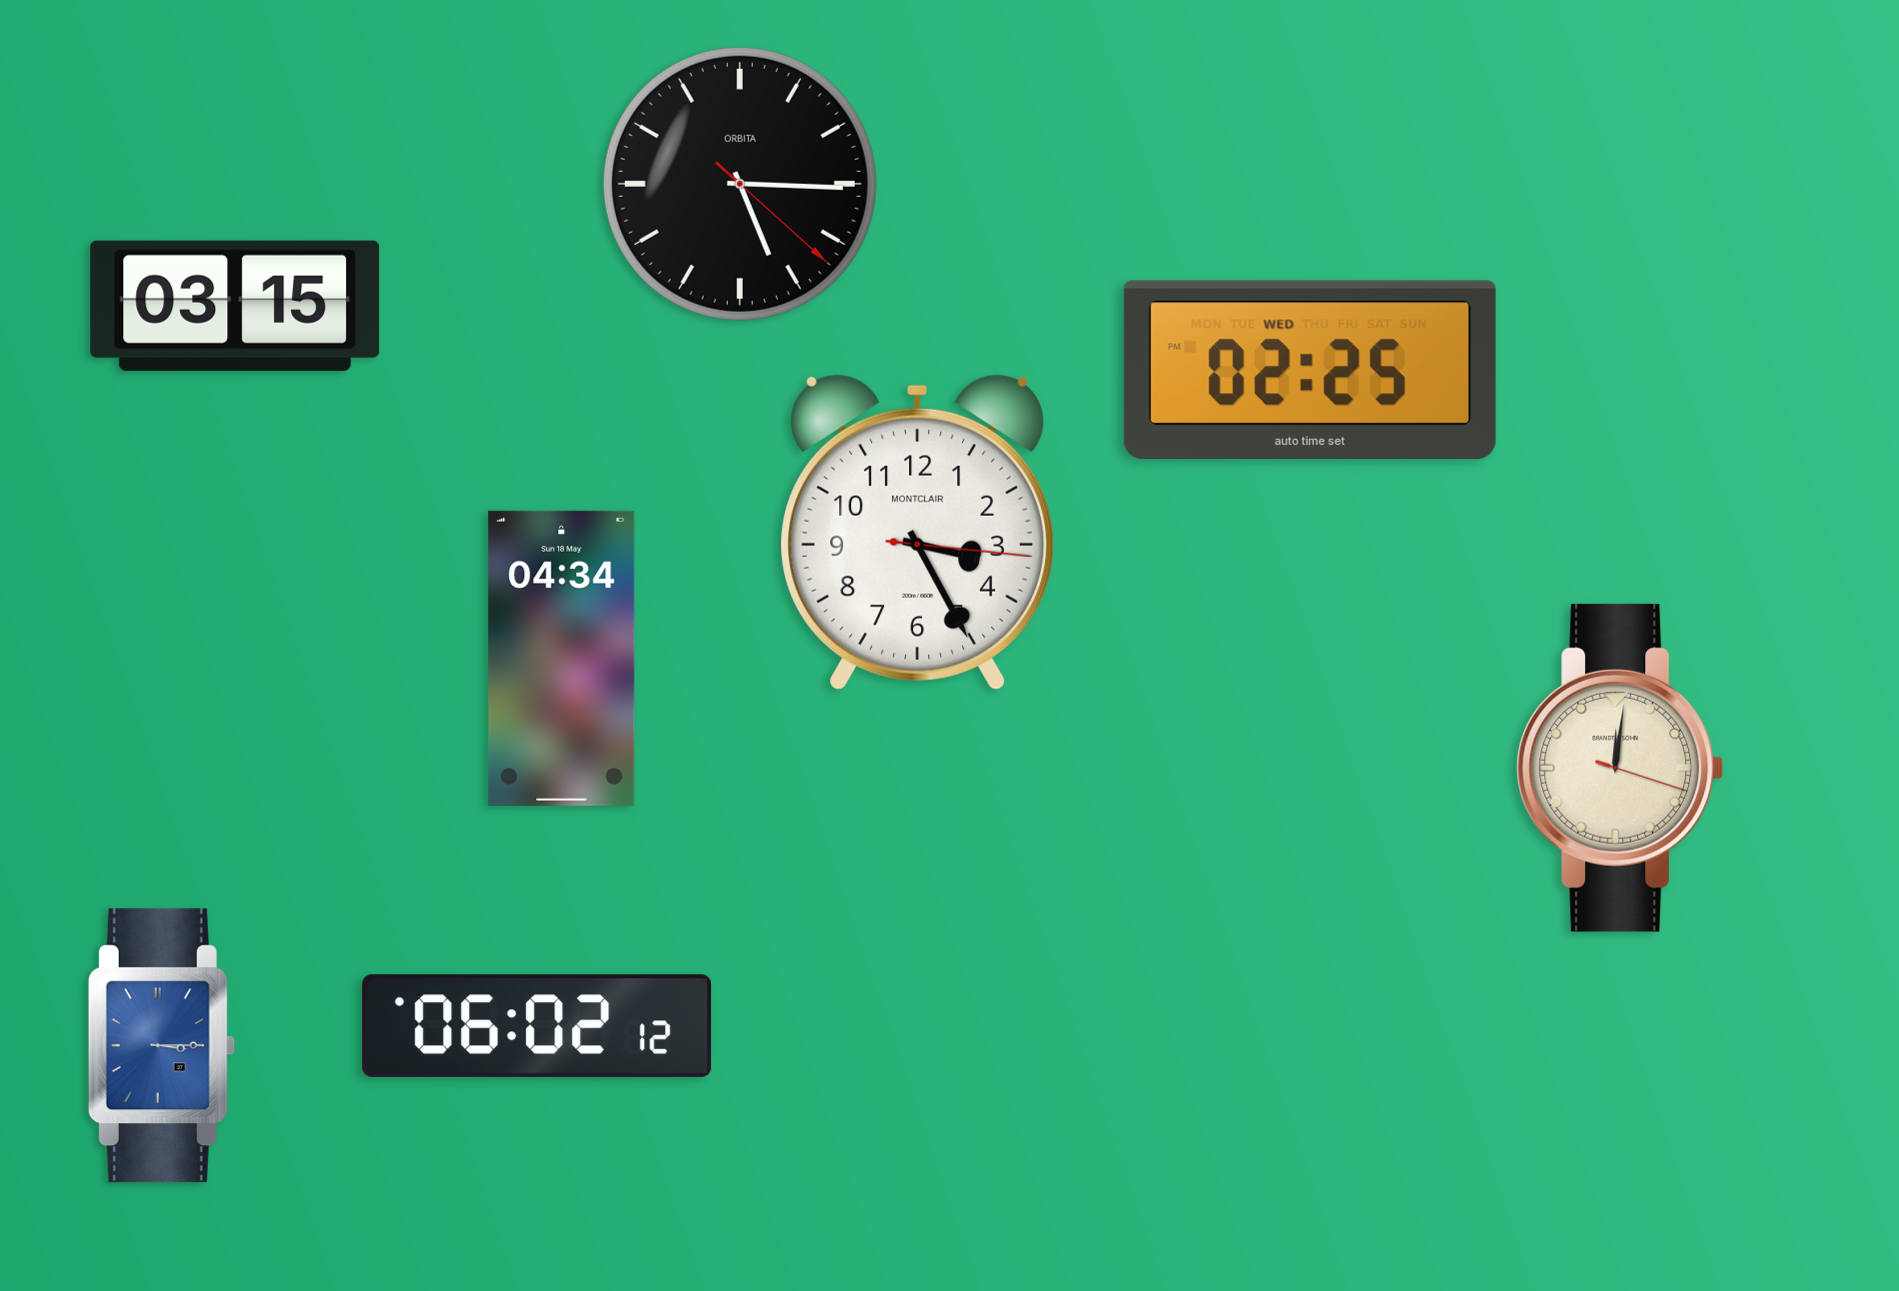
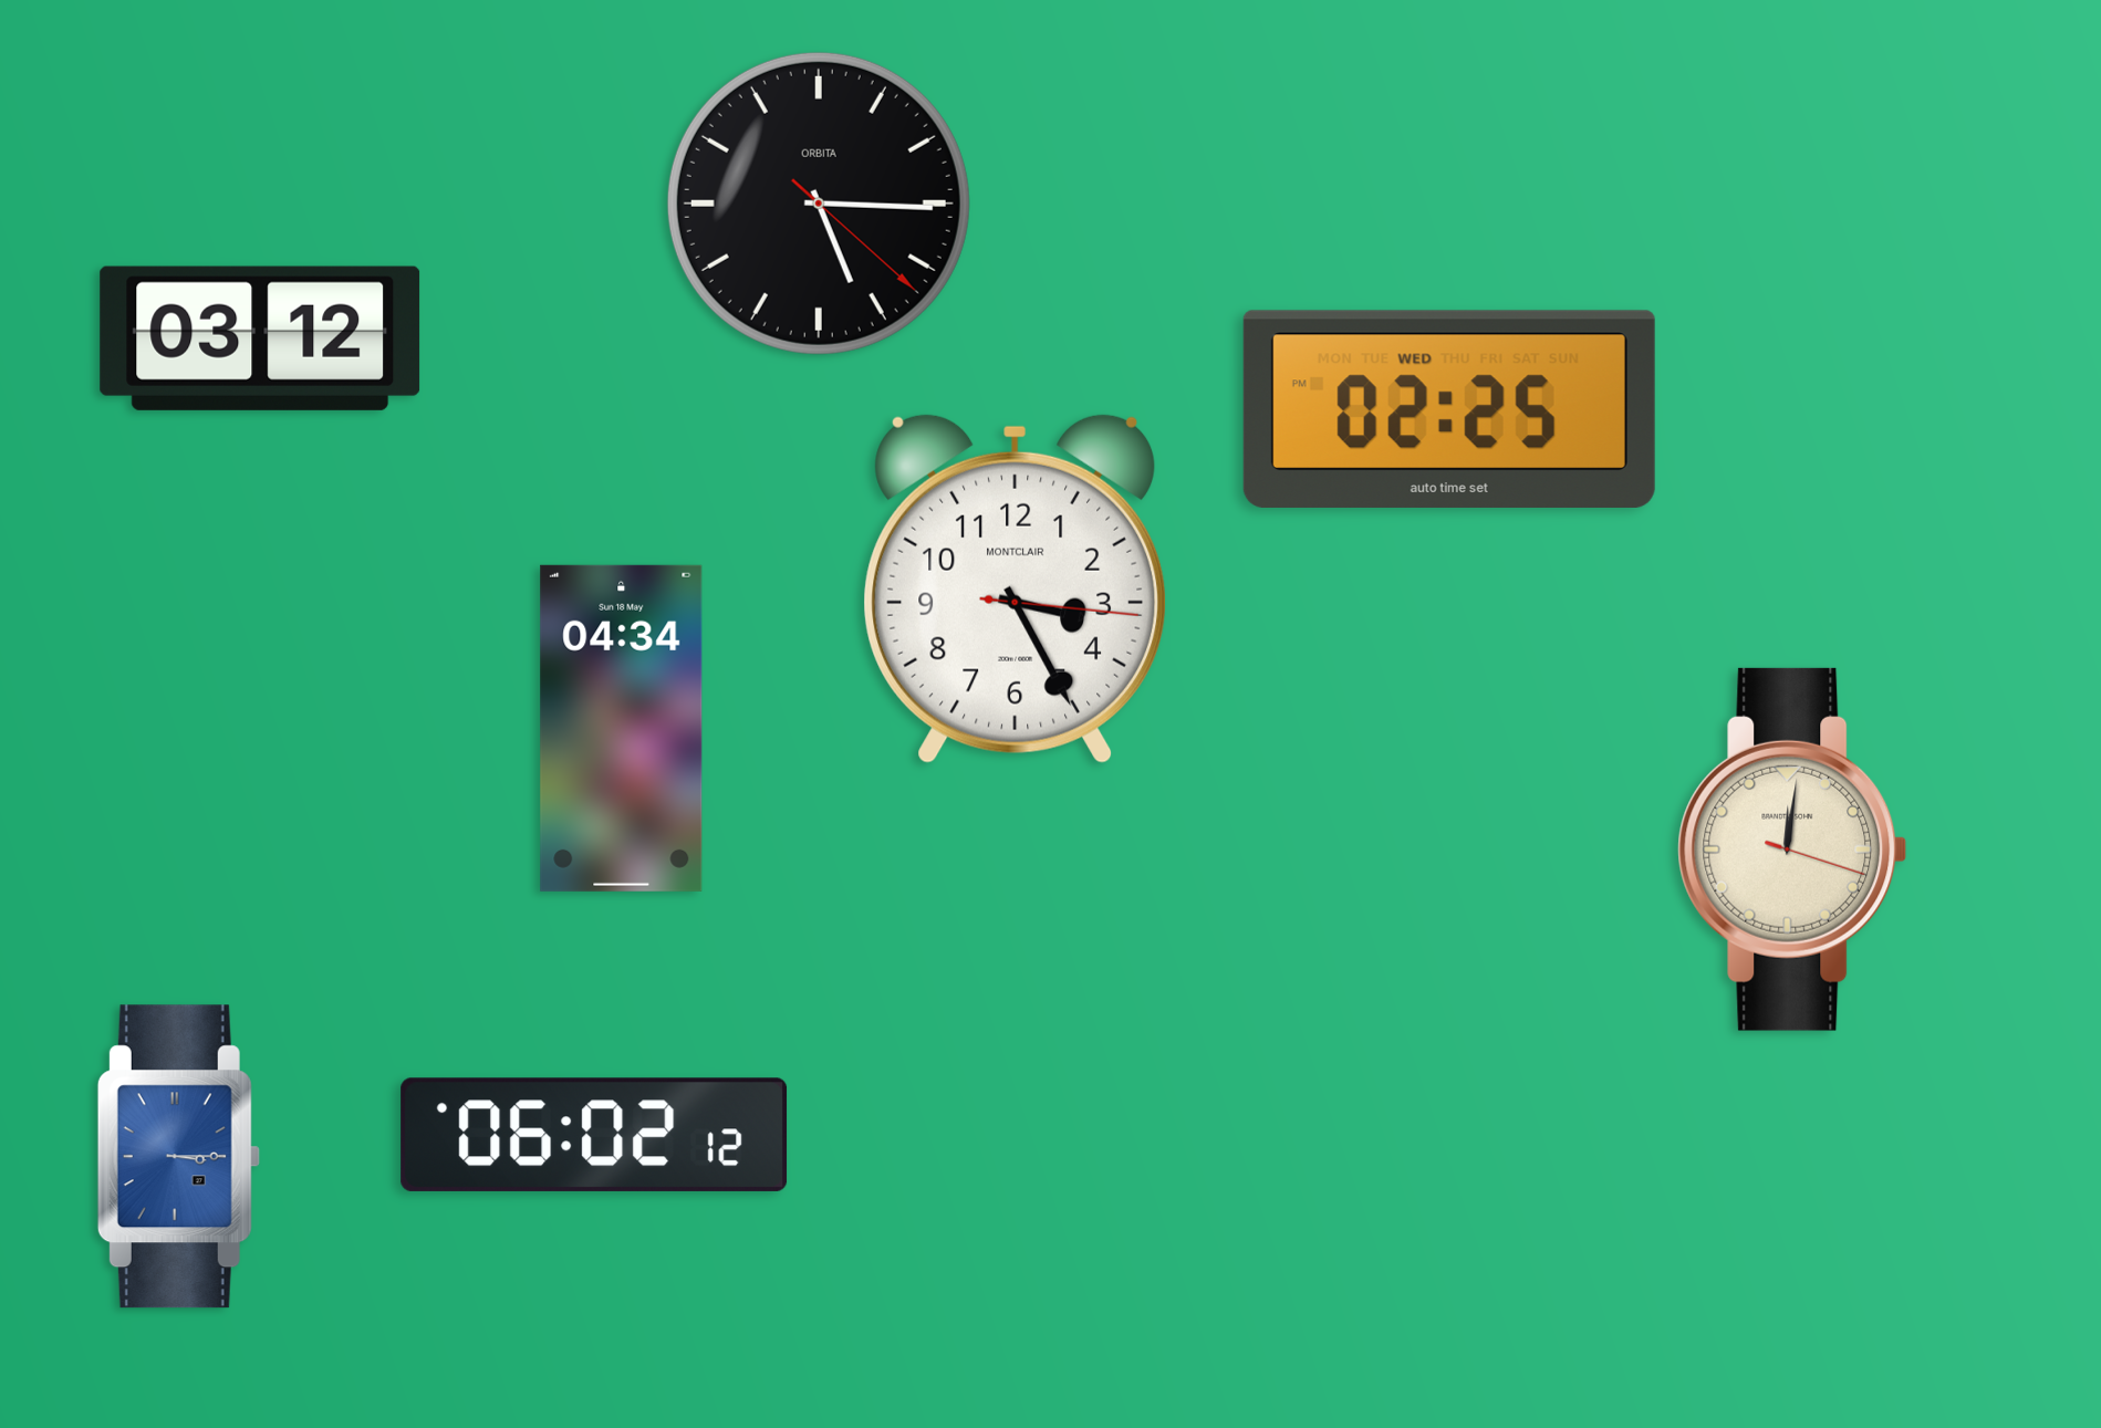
clock at (235, 306): 03:15 -> 03:12
